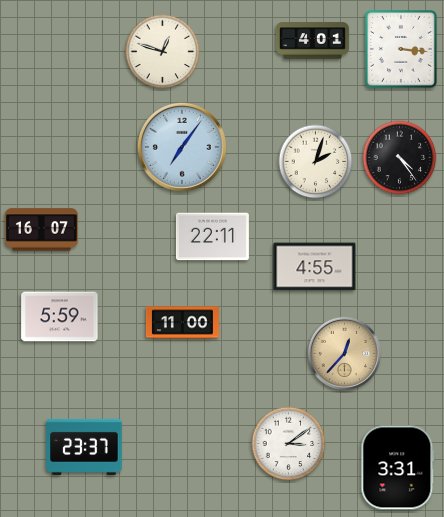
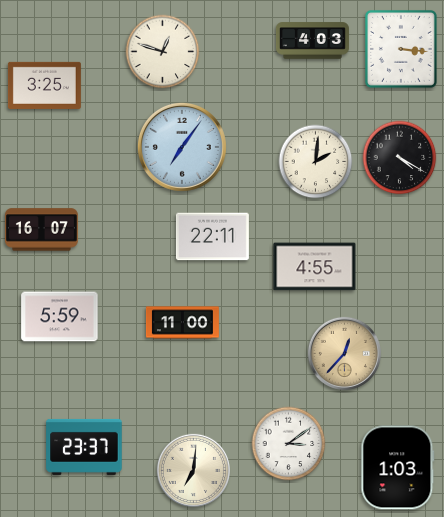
clock at (312, 41): 4:01 -> 4:03
clock at (44, 85): none -> 3:25
clock at (400, 158): 4:24 -> 4:20
clock at (316, 162): 2:03 -> 2:01
clock at (398, 468): 3:31 -> 1:03
clock at (193, 470): none -> 7:01
